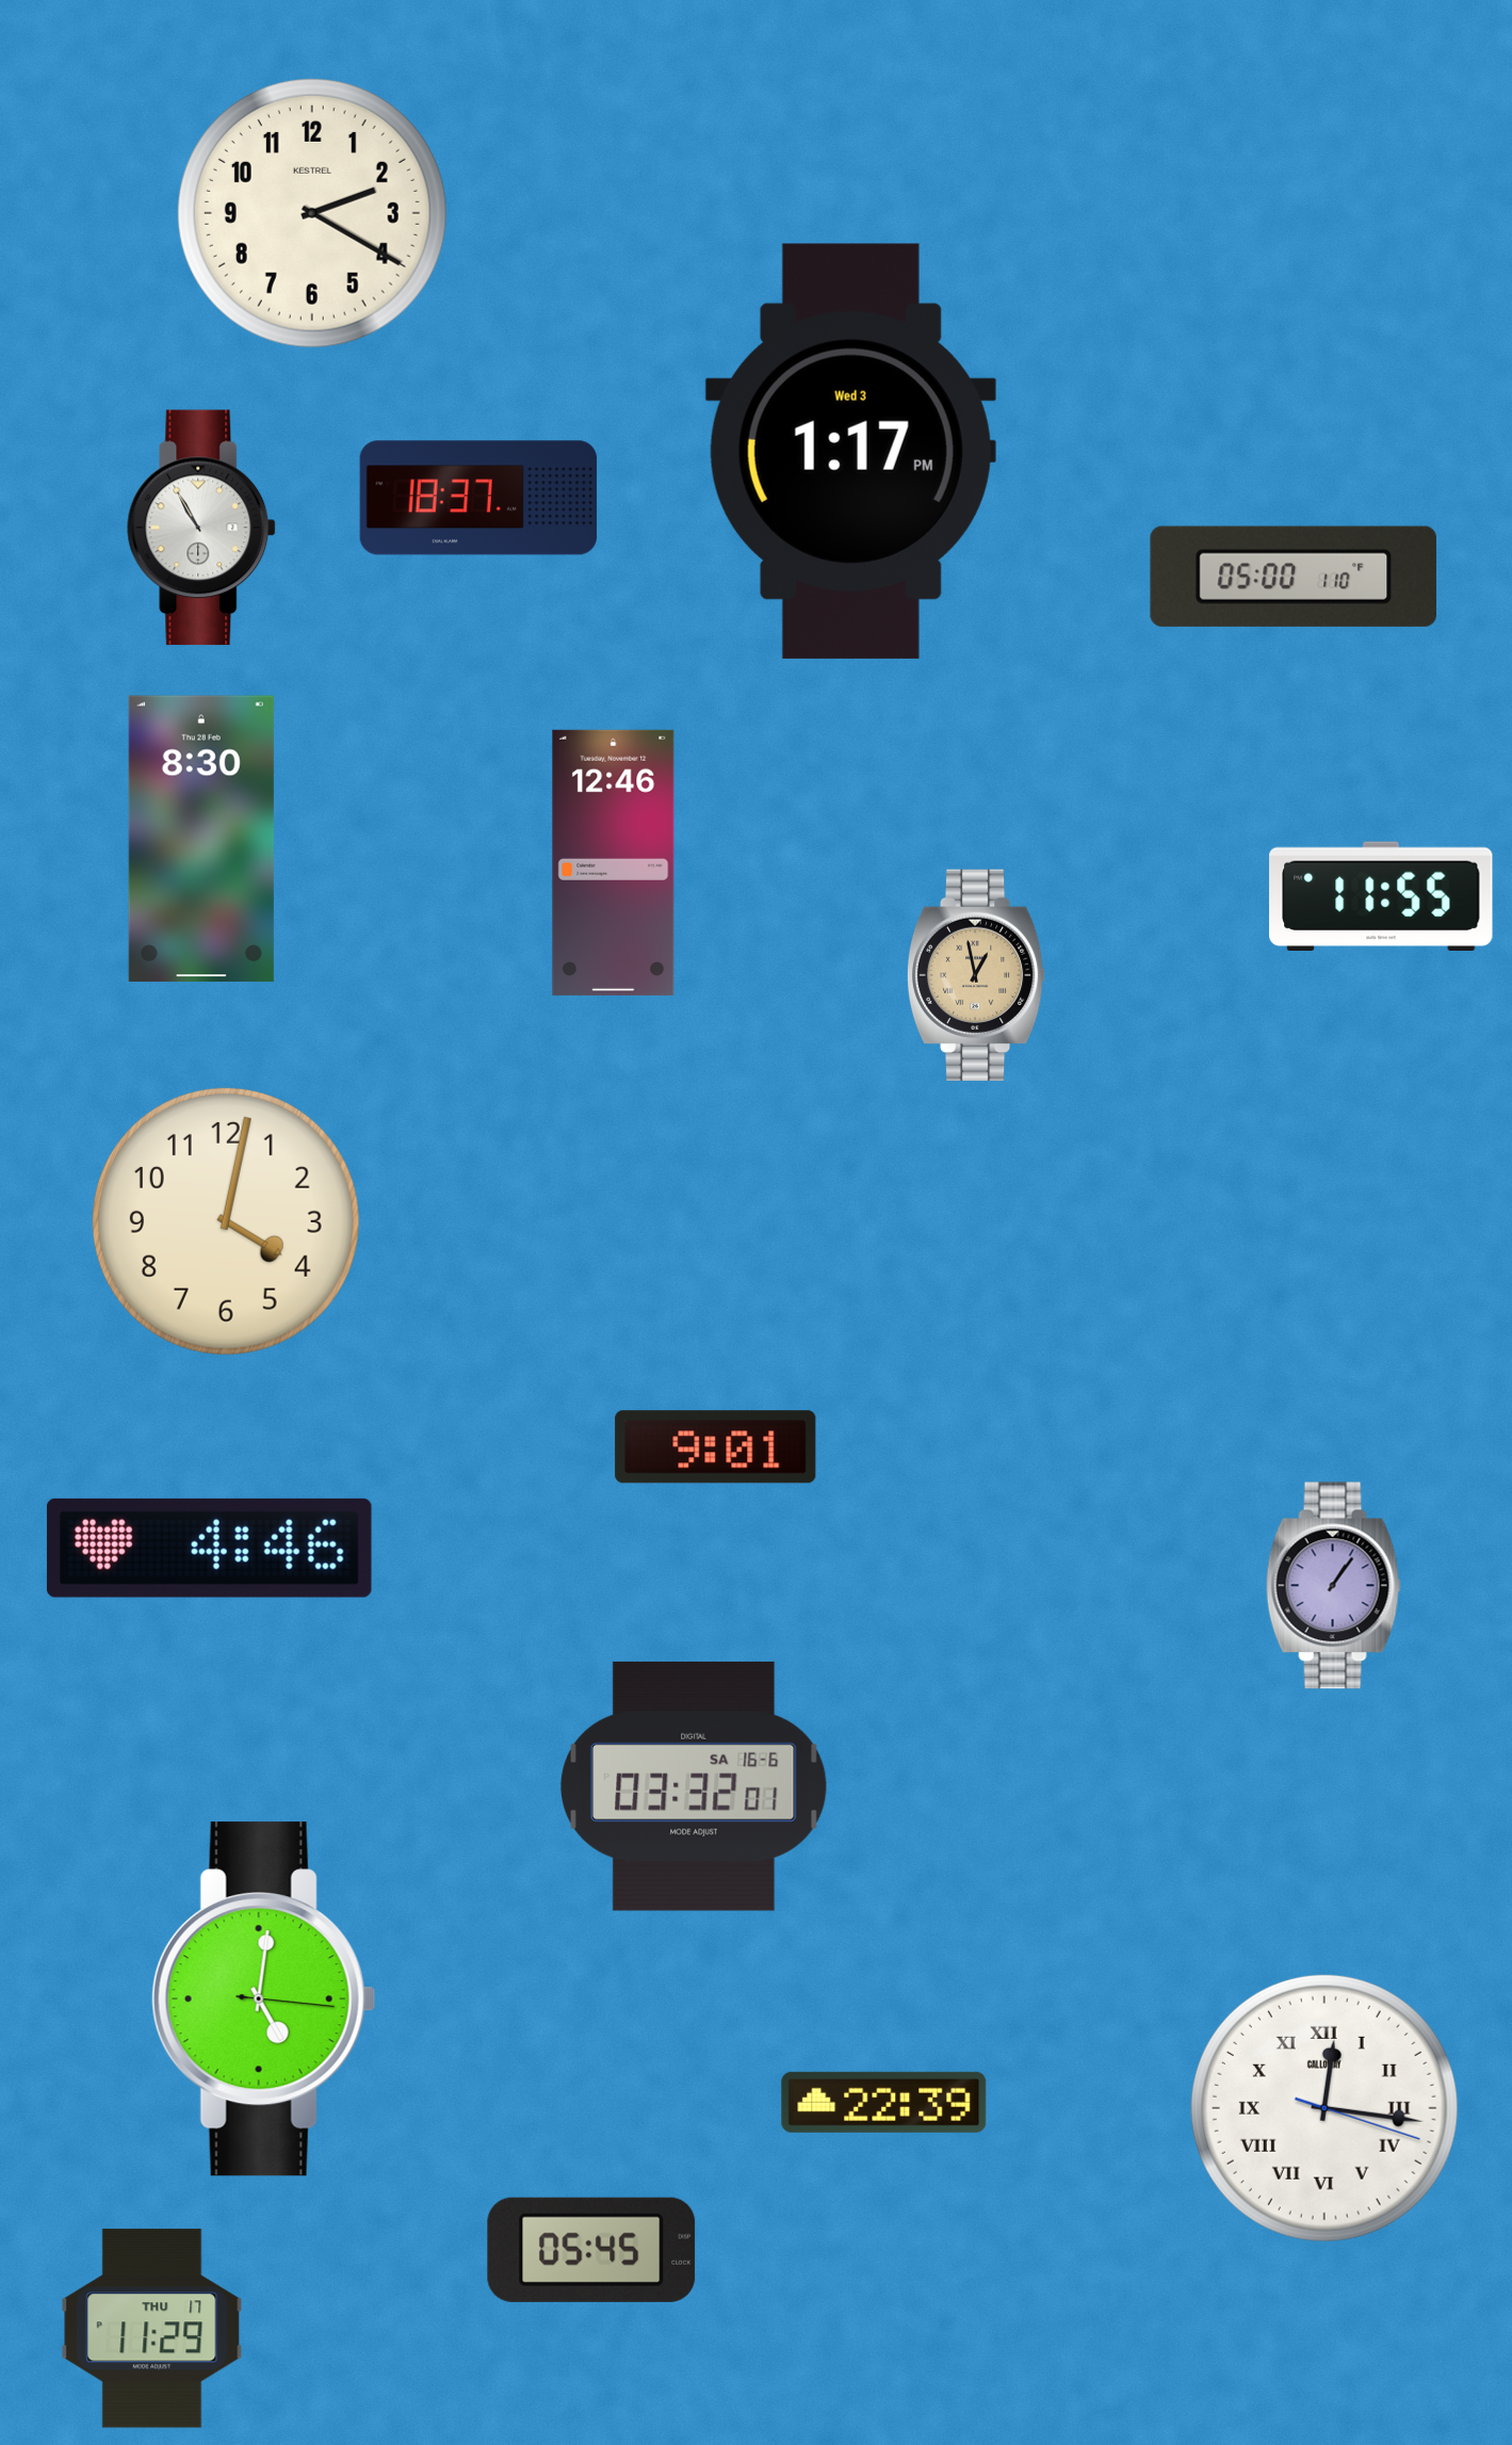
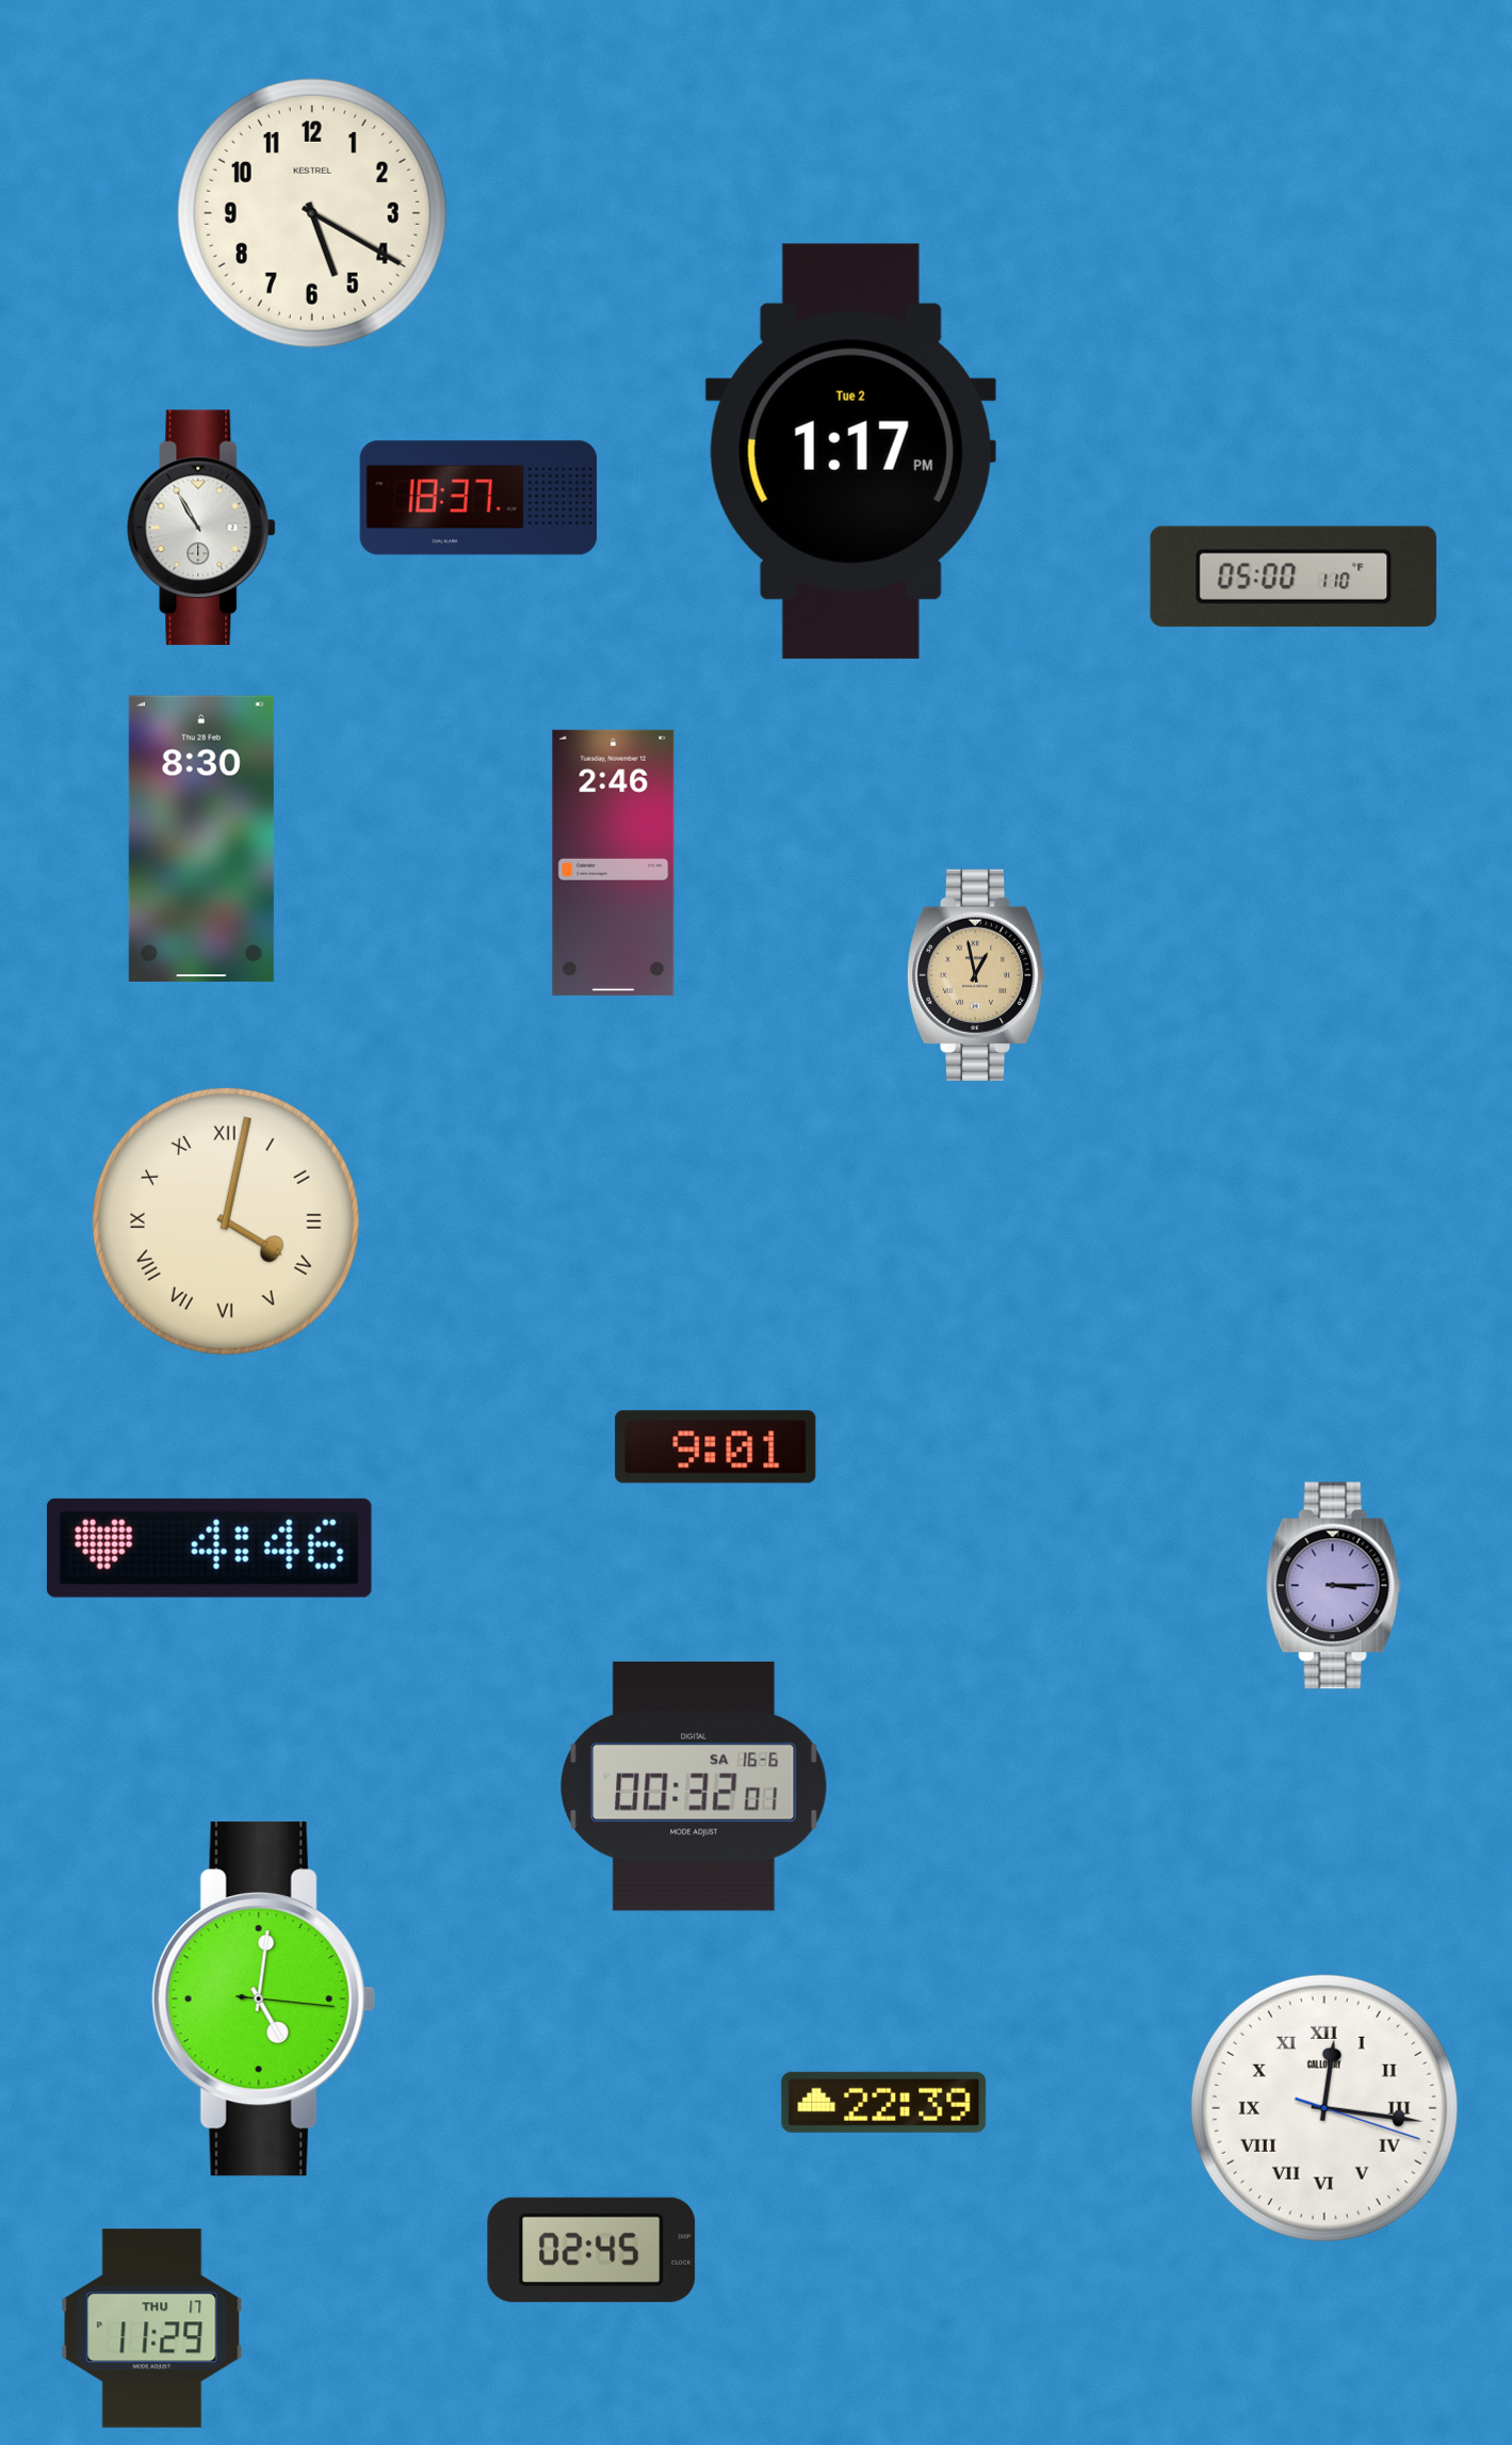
clock at (312, 213): 2:20 -> 5:20
clock at (850, 451) date: Wed 3 -> Tue 2
clock at (614, 862): 12:46 -> 2:46
clock at (1381, 895): 11:55 -> none
clock at (226, 1221) numerals: Arabic -> Roman
clock at (1333, 1586): 1:06 -> 3:15
clock at (694, 1786): 03:32 -> 00:32
clock at (591, 2250): 05:45 -> 02:45
